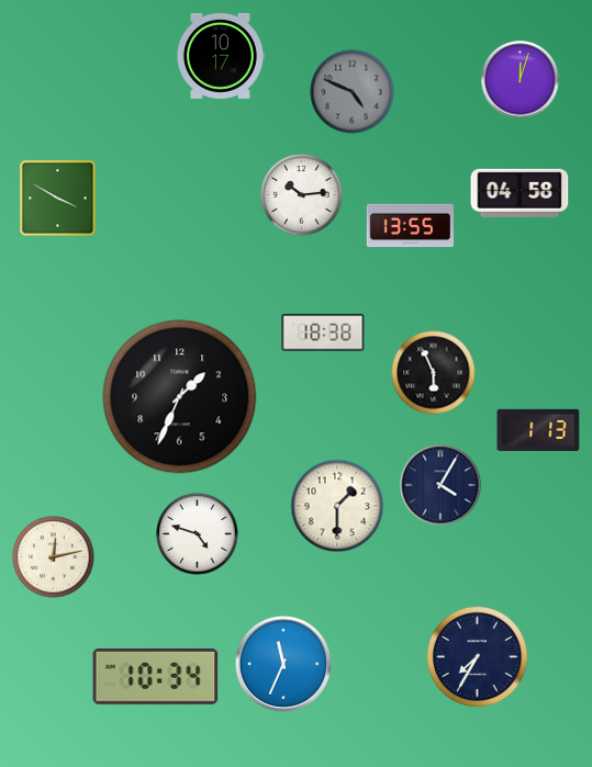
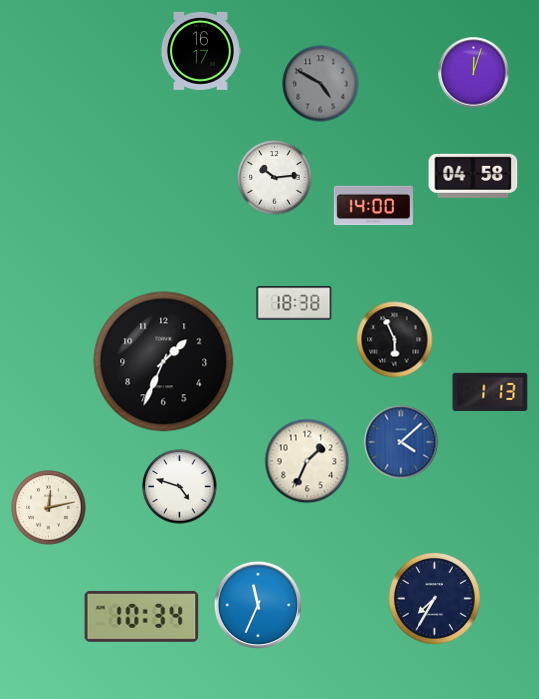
clock at (220, 56): 10:17 -> 16:17
clock at (353, 92): 4:49 -> 4:50
clock at (58, 199): 3:50 -> none
clock at (410, 226): 13:55 -> 14:00
clock at (440, 485): 4:05 -> 4:08
clock at (440, 485) dial: navy -> blue
clock at (337, 506): 1:30 -> 1:34
